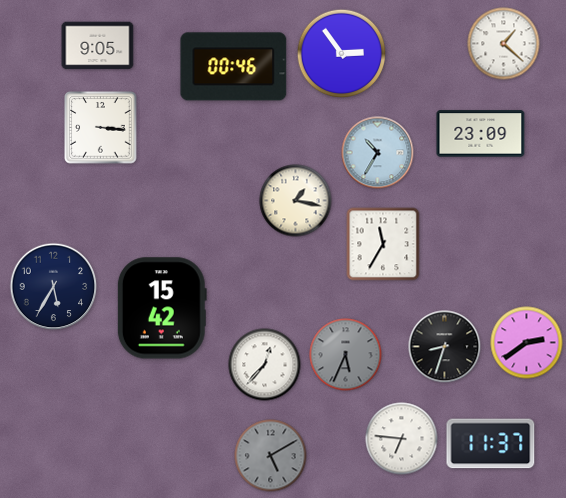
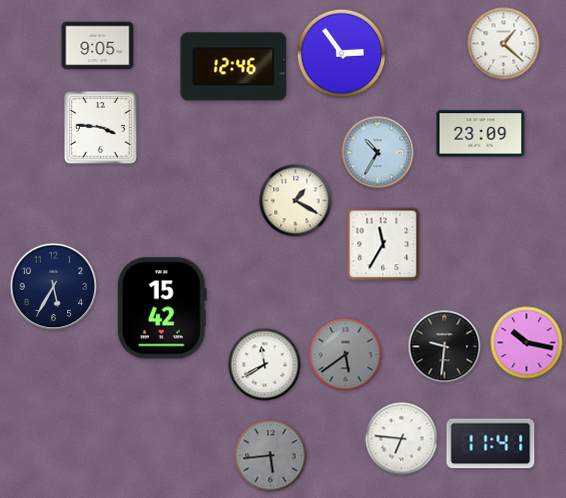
clock at (234, 67): 00:46 -> 12:46
clock at (101, 128): 3:16 -> 3:46
clock at (296, 201): 1:17 -> 1:20
clock at (527, 343): 2:39 -> 10:17
clock at (445, 347): 8:33 -> 9:31
clock at (346, 355): 5:34 -> 5:39
clock at (265, 365): 12:37 -> 11:40
clock at (491, 444): 11:37 -> 11:41
clock at (271, 456): 5:10 -> 5:44
